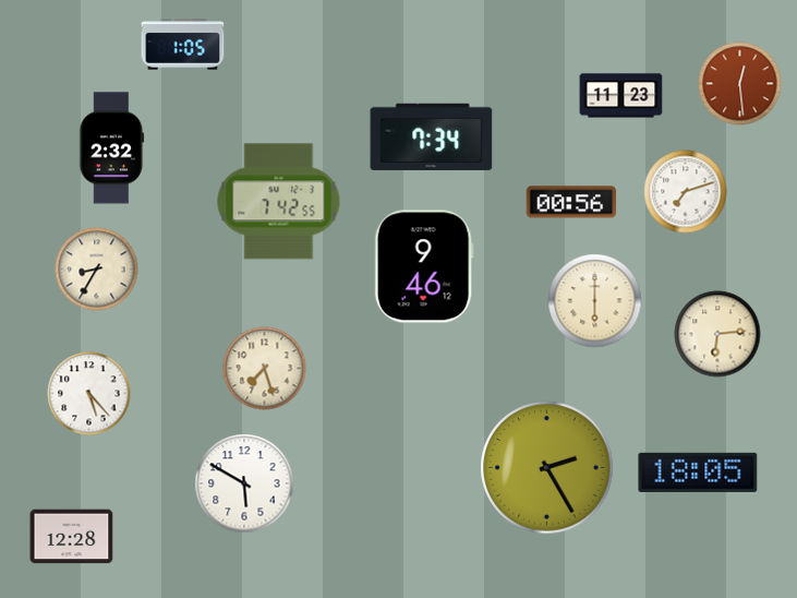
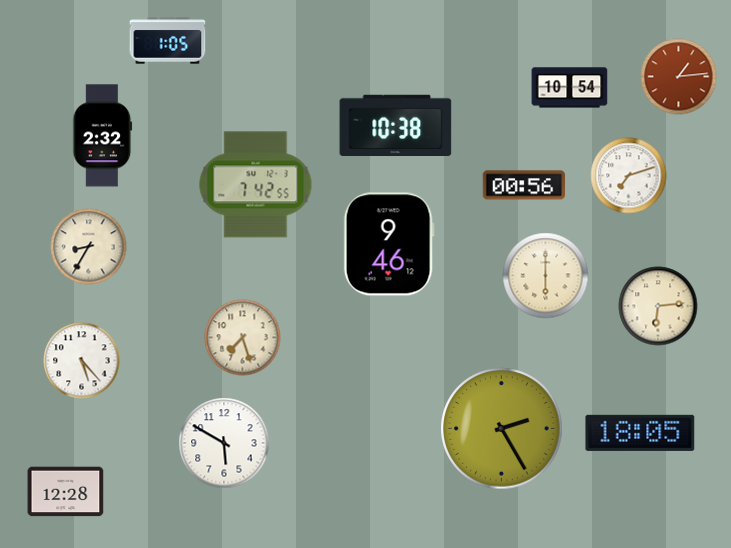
clock at (740, 84): 12:29 -> 1:14
clock at (621, 96): 11:23 -> 10:54
clock at (432, 136): 7:34 -> 10:38
